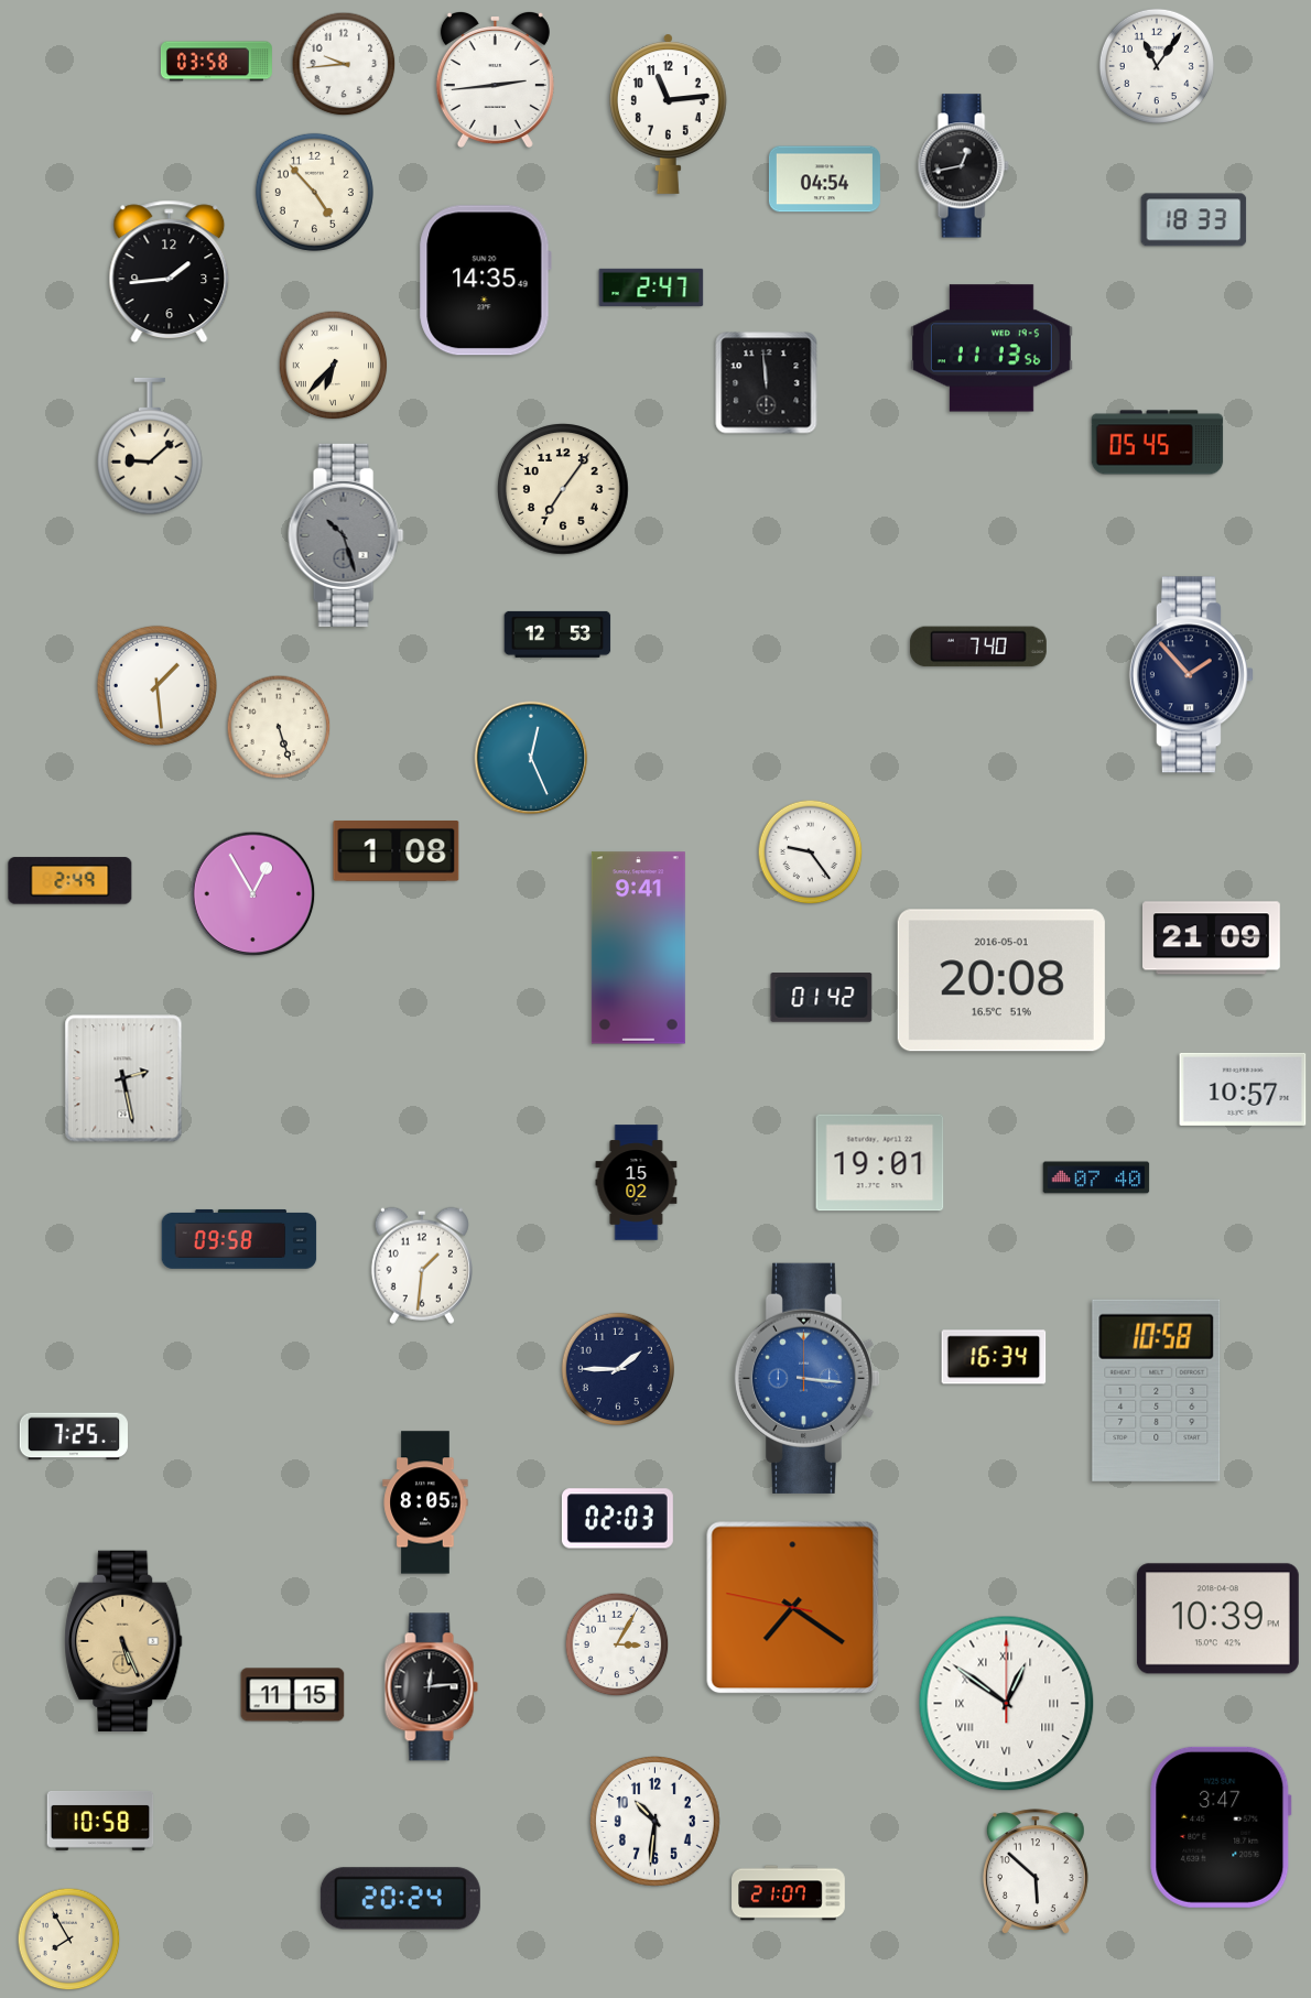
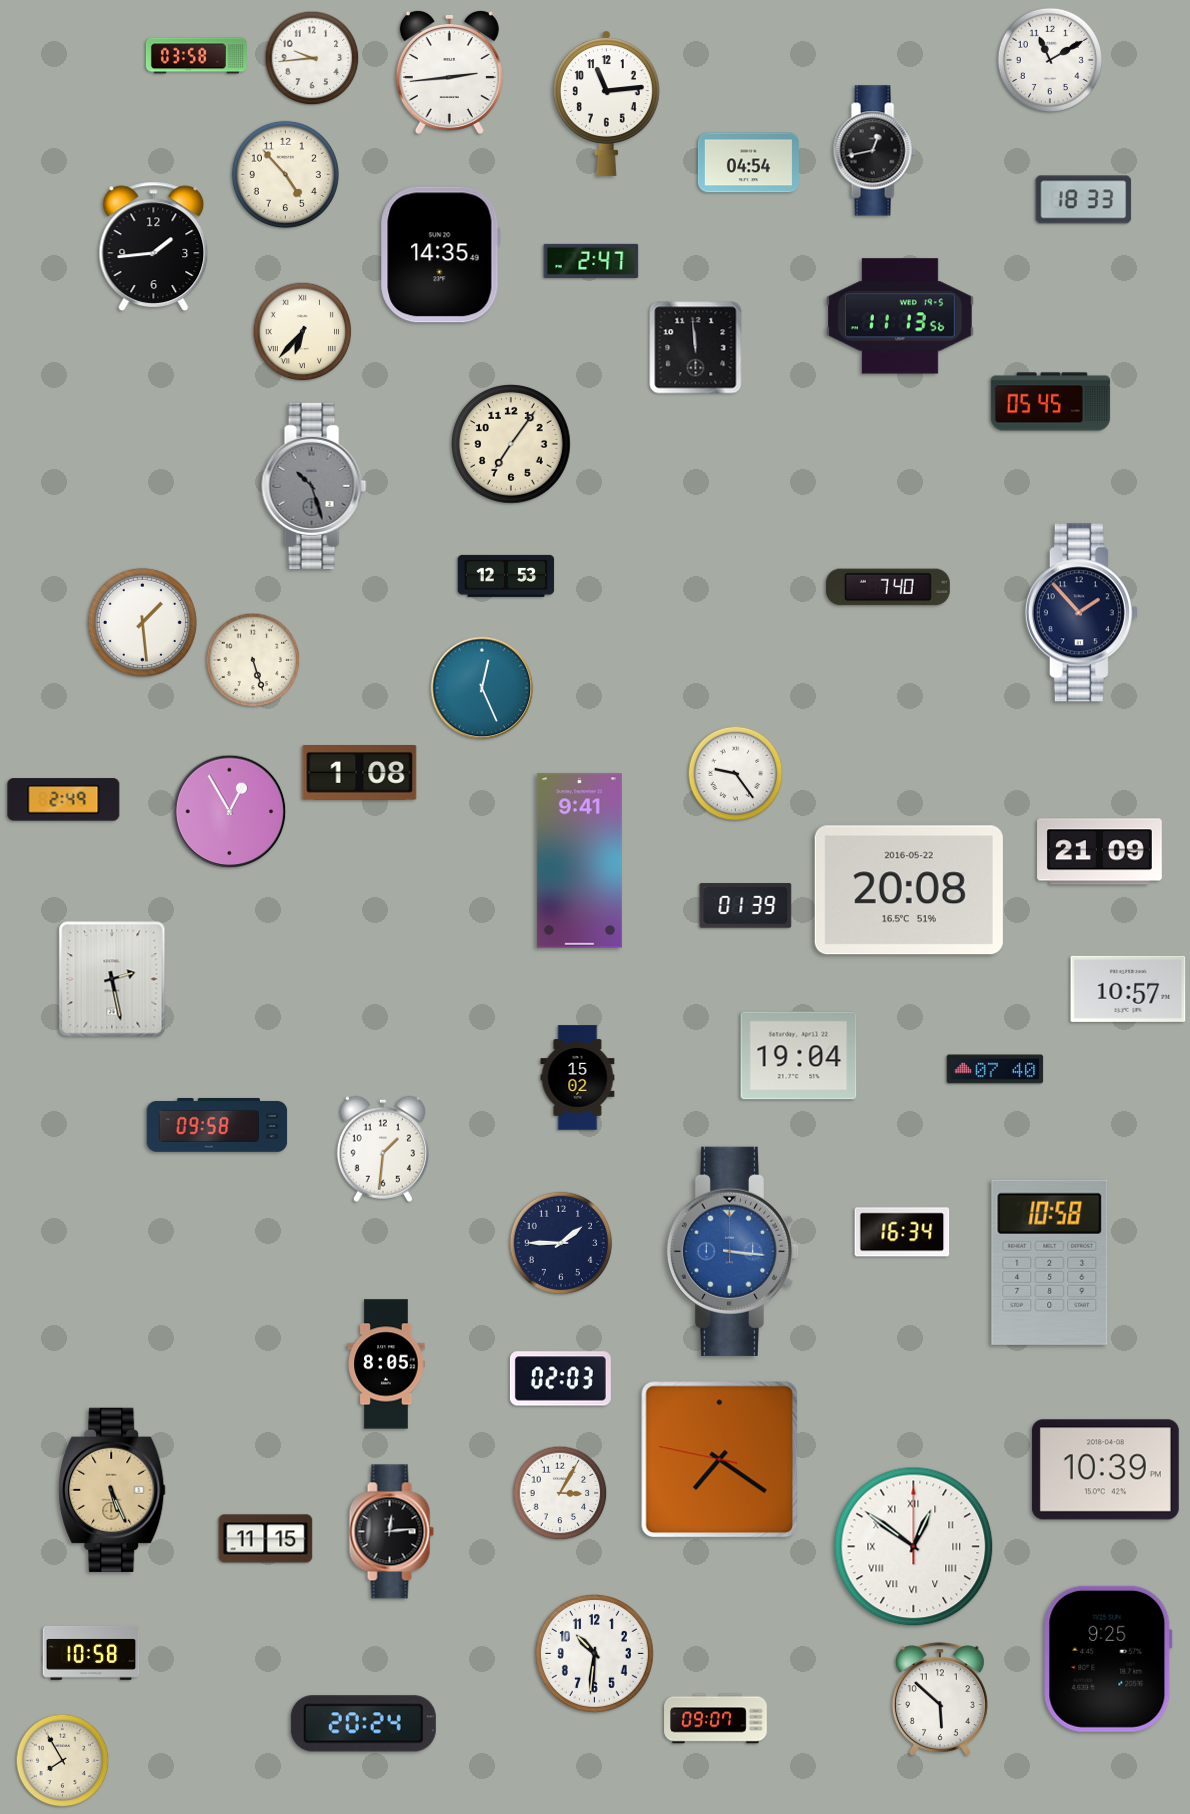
clock at (1157, 66): 11:06 -> 11:10
clock at (150, 446): 9:08 -> none
clock at (1001, 980) date: 2016-05-01 -> 2016-05-22
clock at (822, 998): 01:42 -> 01:39
clock at (880, 1163): 19:01 -> 19:04
clock at (637, 1183) position: (637, 1183) -> (578, 1078)
clock at (74, 1436): 7:25 -> none
clock at (1221, 1827): 3:47 -> 9:25
clock at (789, 1893): 21:07 -> 09:07
